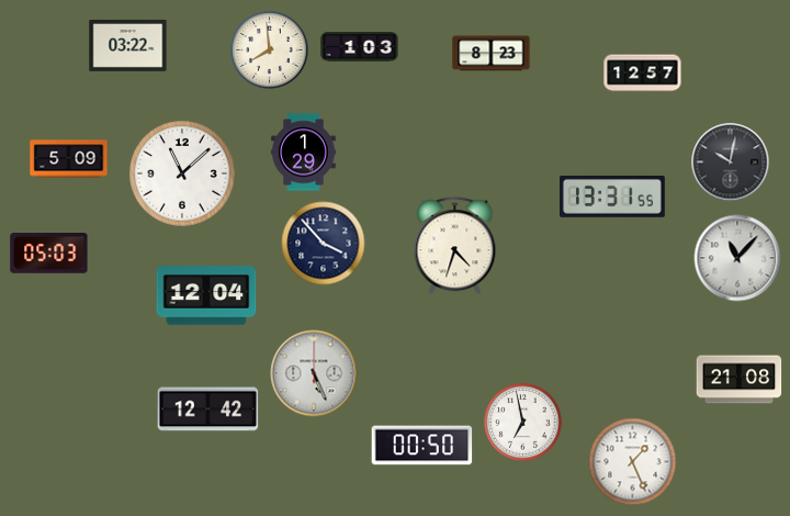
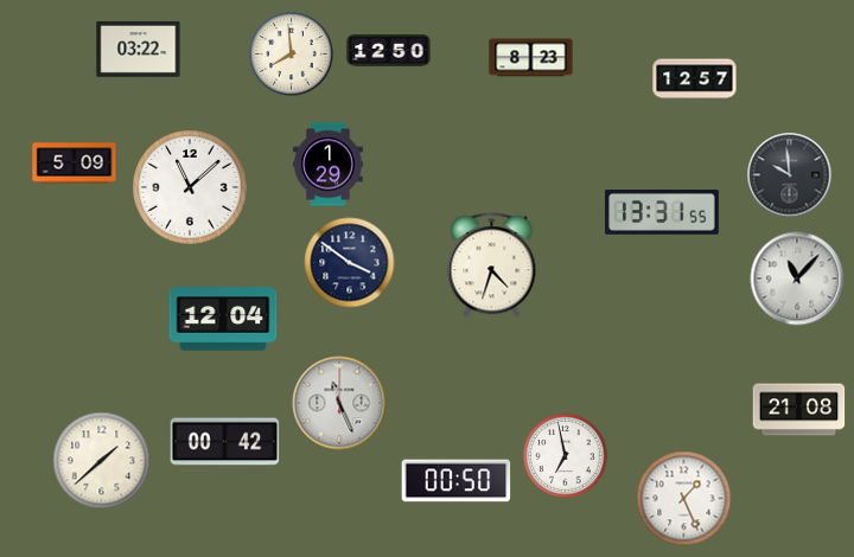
clock at (360, 47): 1:03 -> 12:50
clock at (69, 159) position: (69, 159) -> (75, 164)
clock at (731, 162): 10:02 -> 9:59
clock at (183, 175) position: (183, 175) -> (191, 188)
clock at (324, 244): 3:53 -> 3:51
clock at (49, 254): 05:03 -> none
clock at (314, 373): 5:26 -> 11:26
clock at (208, 410): 12:42 -> 00:42
clock at (102, 461): none -> 1:38
